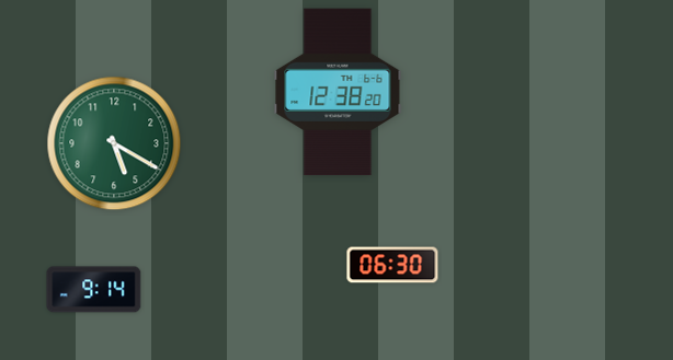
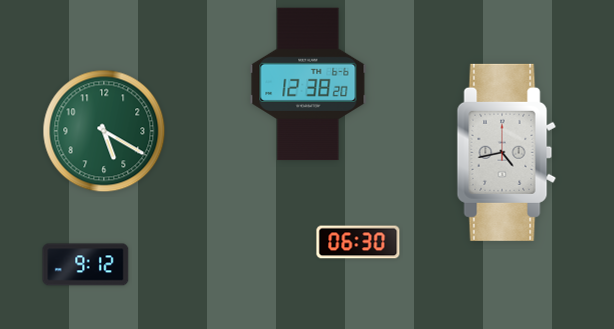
clock at (507, 152): none -> 4:43
clock at (94, 290): 9:14 -> 9:12
